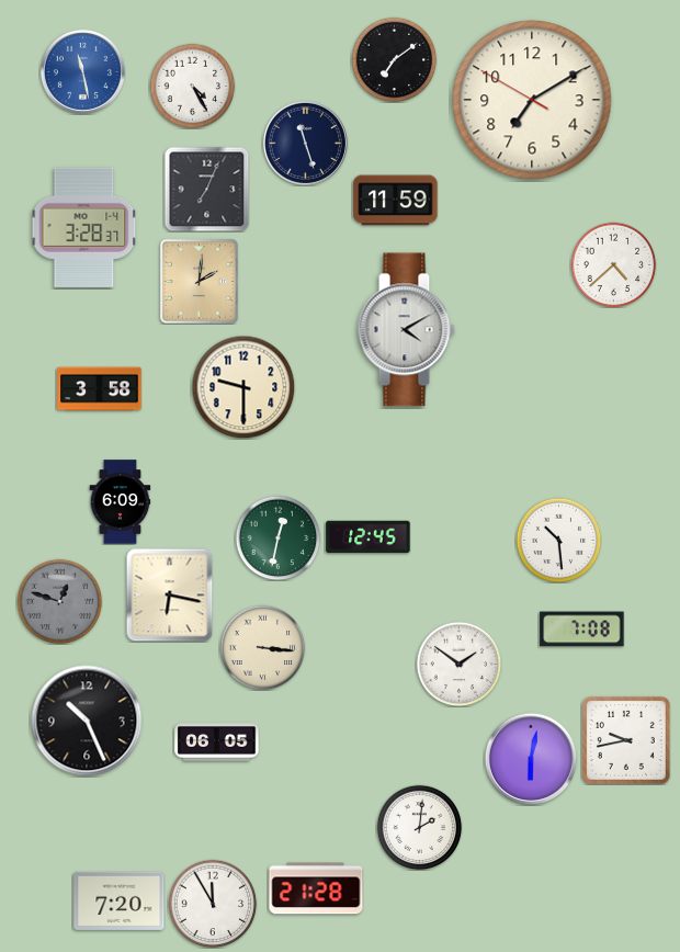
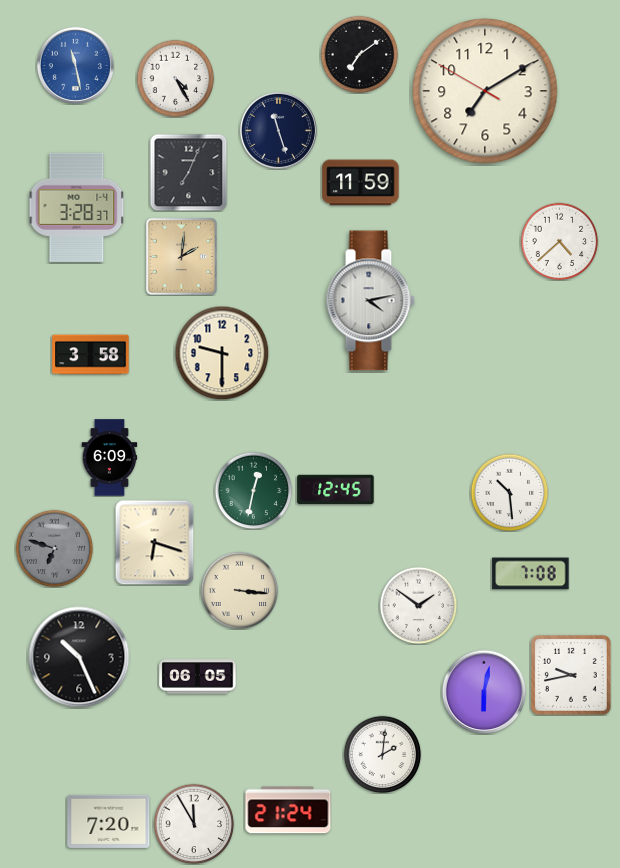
clock at (406, 330): 4:10 -> 4:13
clock at (170, 594): 6:17 -> 6:18
clock at (59, 601): 12:48 -> 6:48
clock at (316, 888): 21:28 -> 21:24
